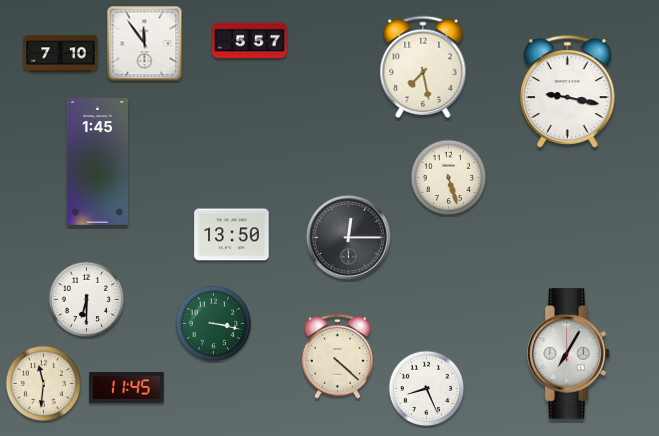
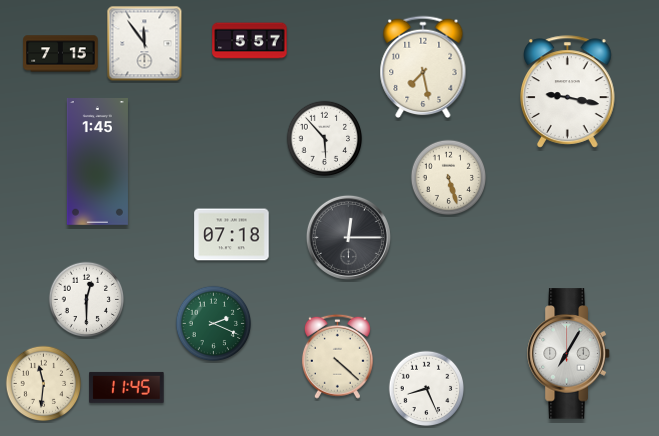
clock at (61, 54): 7:10 -> 7:15
clock at (325, 139): none -> 5:53
clock at (232, 235): 13:50 -> 07:18
clock at (87, 300): 6:30 -> 12:30
clock at (214, 324): 3:17 -> 2:19
